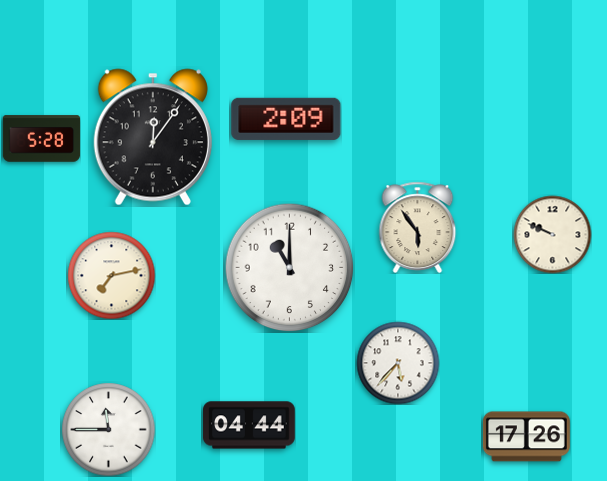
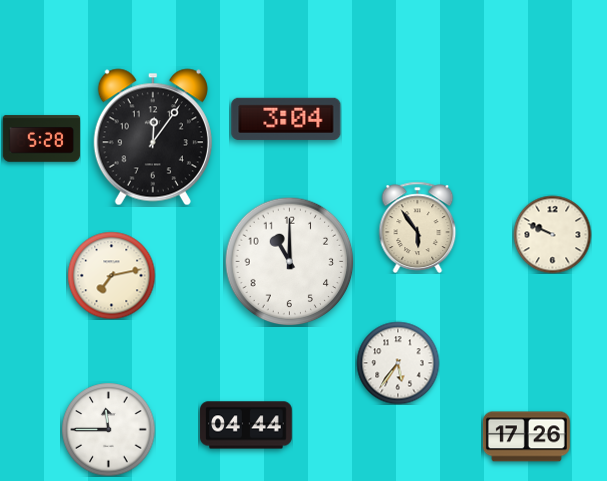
clock at (286, 119): 2:09 -> 3:04
clock at (289, 267) position: (289, 267) -> (289, 261)
clock at (398, 363): 5:37 -> 5:36
clock at (249, 425) position: (249, 425) -> (246, 425)
